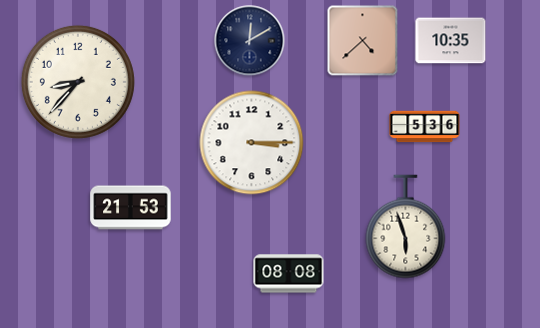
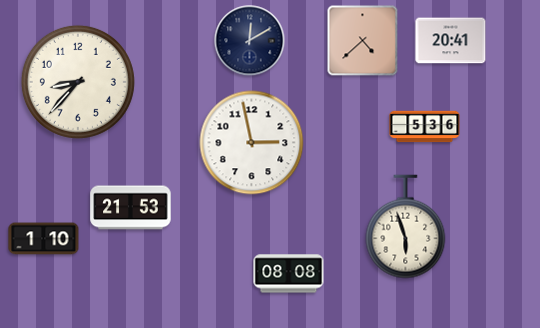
clock at (451, 41): 10:35 -> 20:41
clock at (252, 143): 3:15 -> 2:58
clock at (44, 239): none -> 1:10
